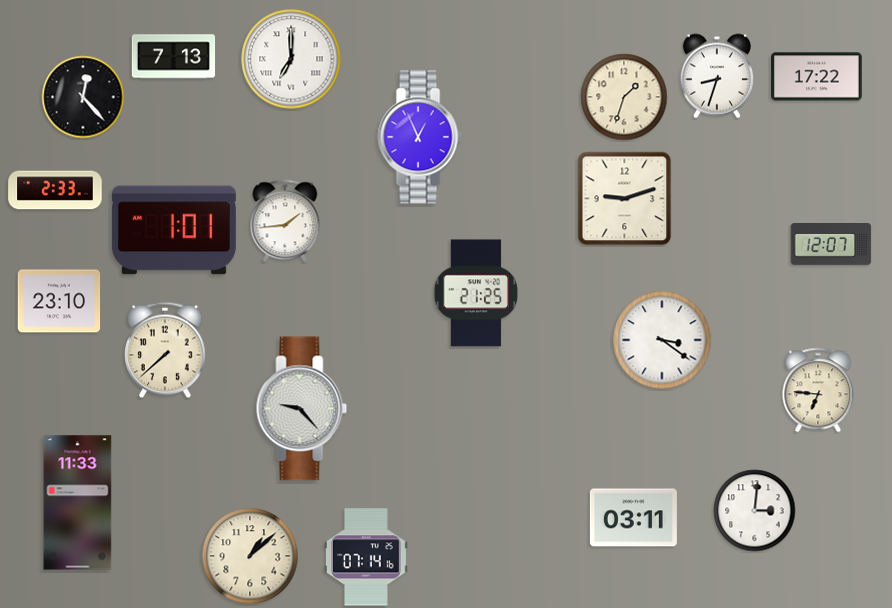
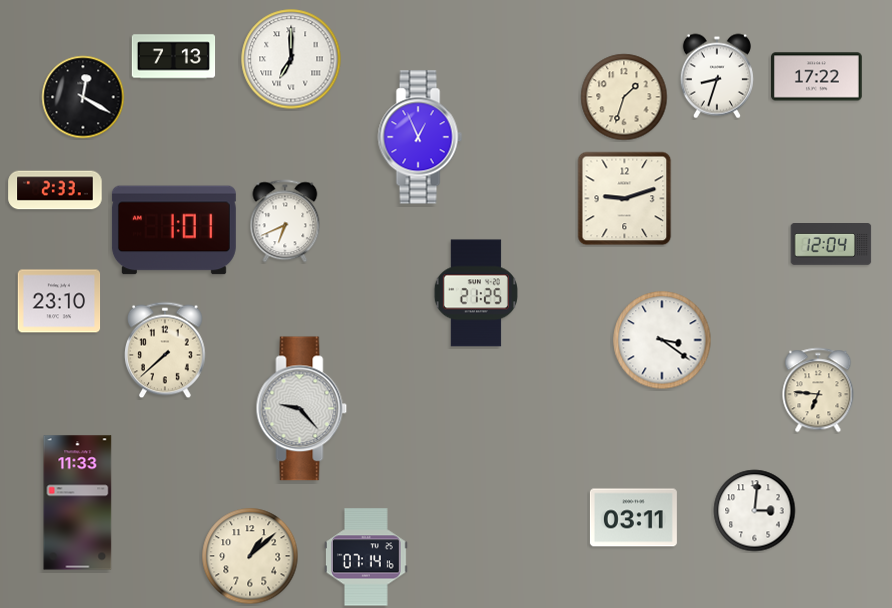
clock at (83, 97): 12:23 -> 12:20
clock at (285, 221): 1:44 -> 6:41
clock at (831, 245): 12:07 -> 12:04
